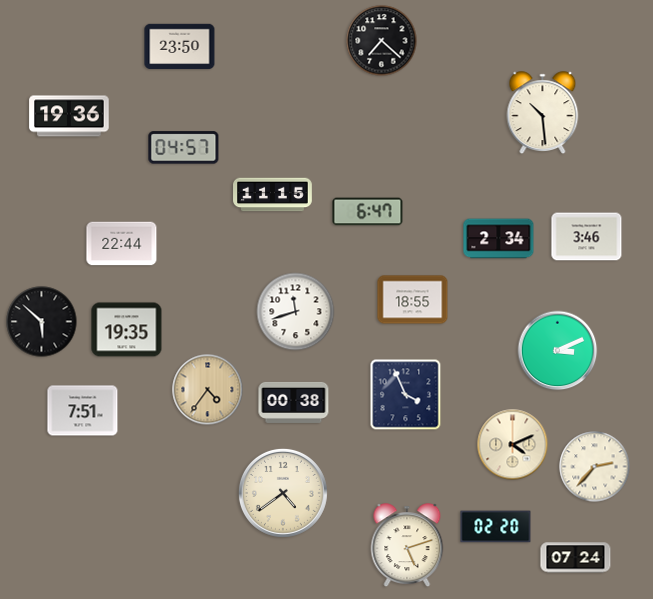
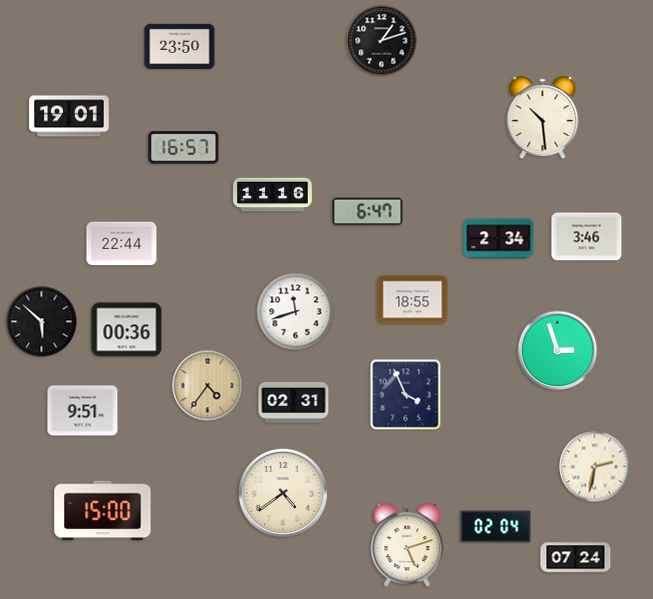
clock at (382, 41): 7:22 -> 1:12
clock at (543, 113) position: (543, 113) -> (543, 118)
clock at (69, 116): 19:36 -> 19:01
clock at (184, 148): 04:57 -> 16:57
clock at (273, 195): 11:15 -> 11:16
clock at (127, 330): 19:35 -> 00:36
clock at (558, 351): 3:11 -> 2:57
clock at (208, 390) position: (208, 390) -> (208, 386)
clock at (294, 402): 00:38 -> 02:31
clock at (83, 411): 7:51 -> 9:51
clock at (513, 445): 4:11 -> none
clock at (595, 467): 2:37 -> 2:32
clock at (103, 511): none -> 15:00
clock at (496, 527): 02:20 -> 02:04
